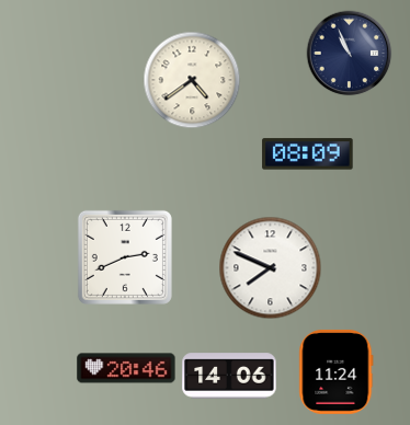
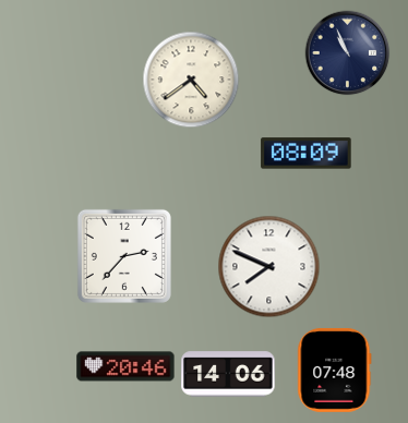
clock at (125, 257): 2:41 -> 2:37
clock at (337, 371): 11:24 -> 07:48
